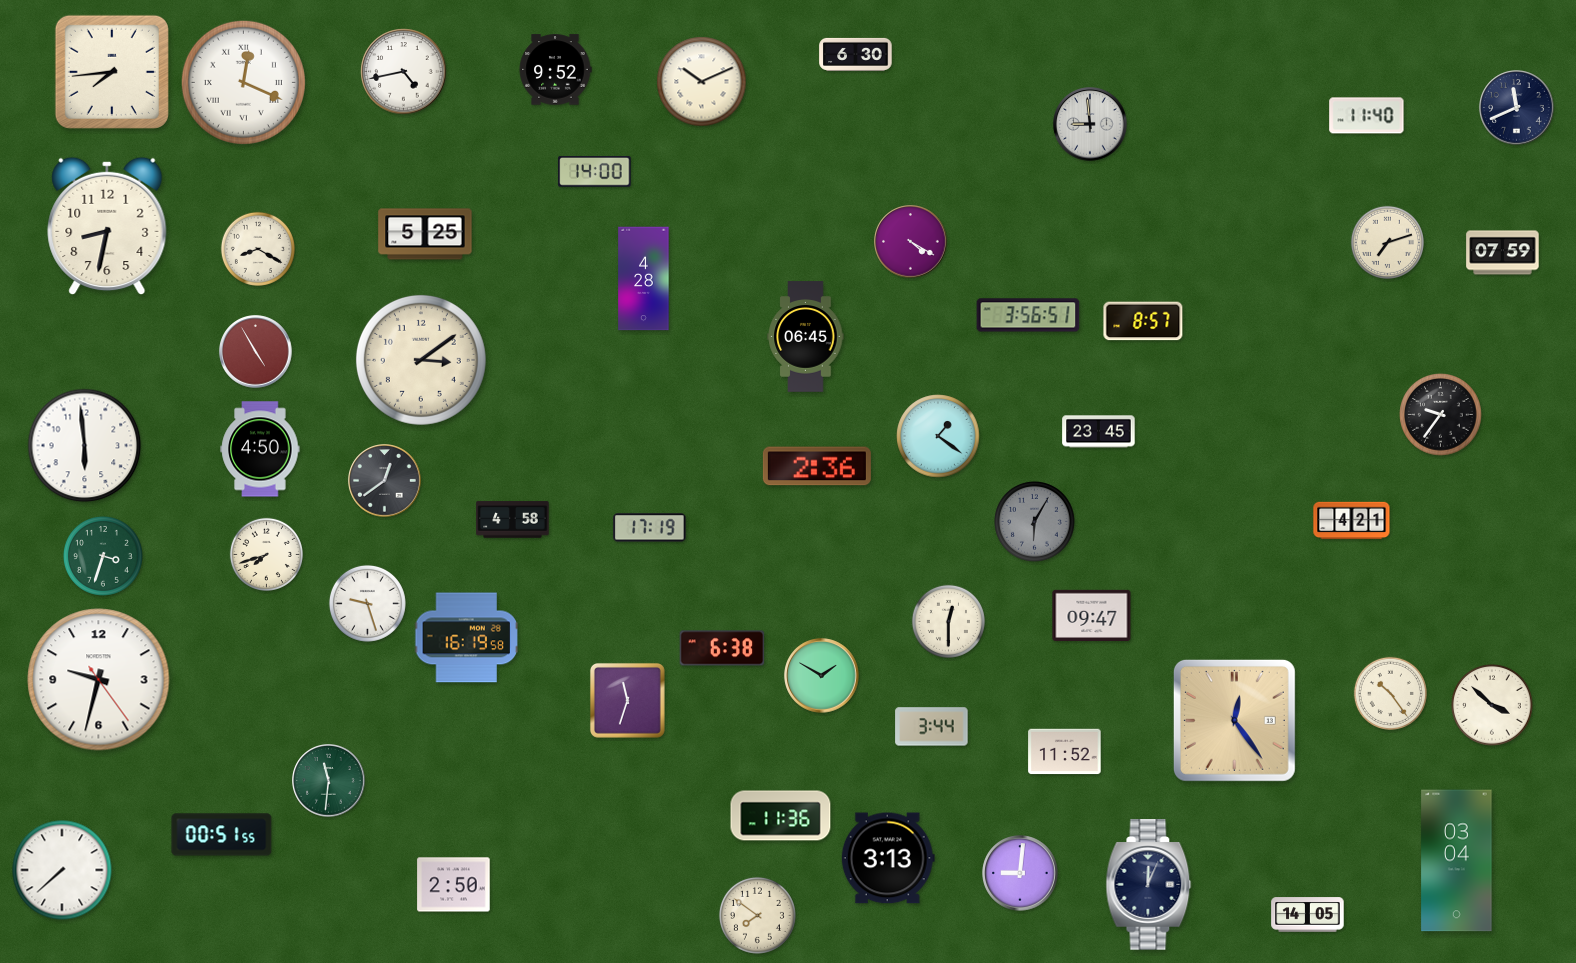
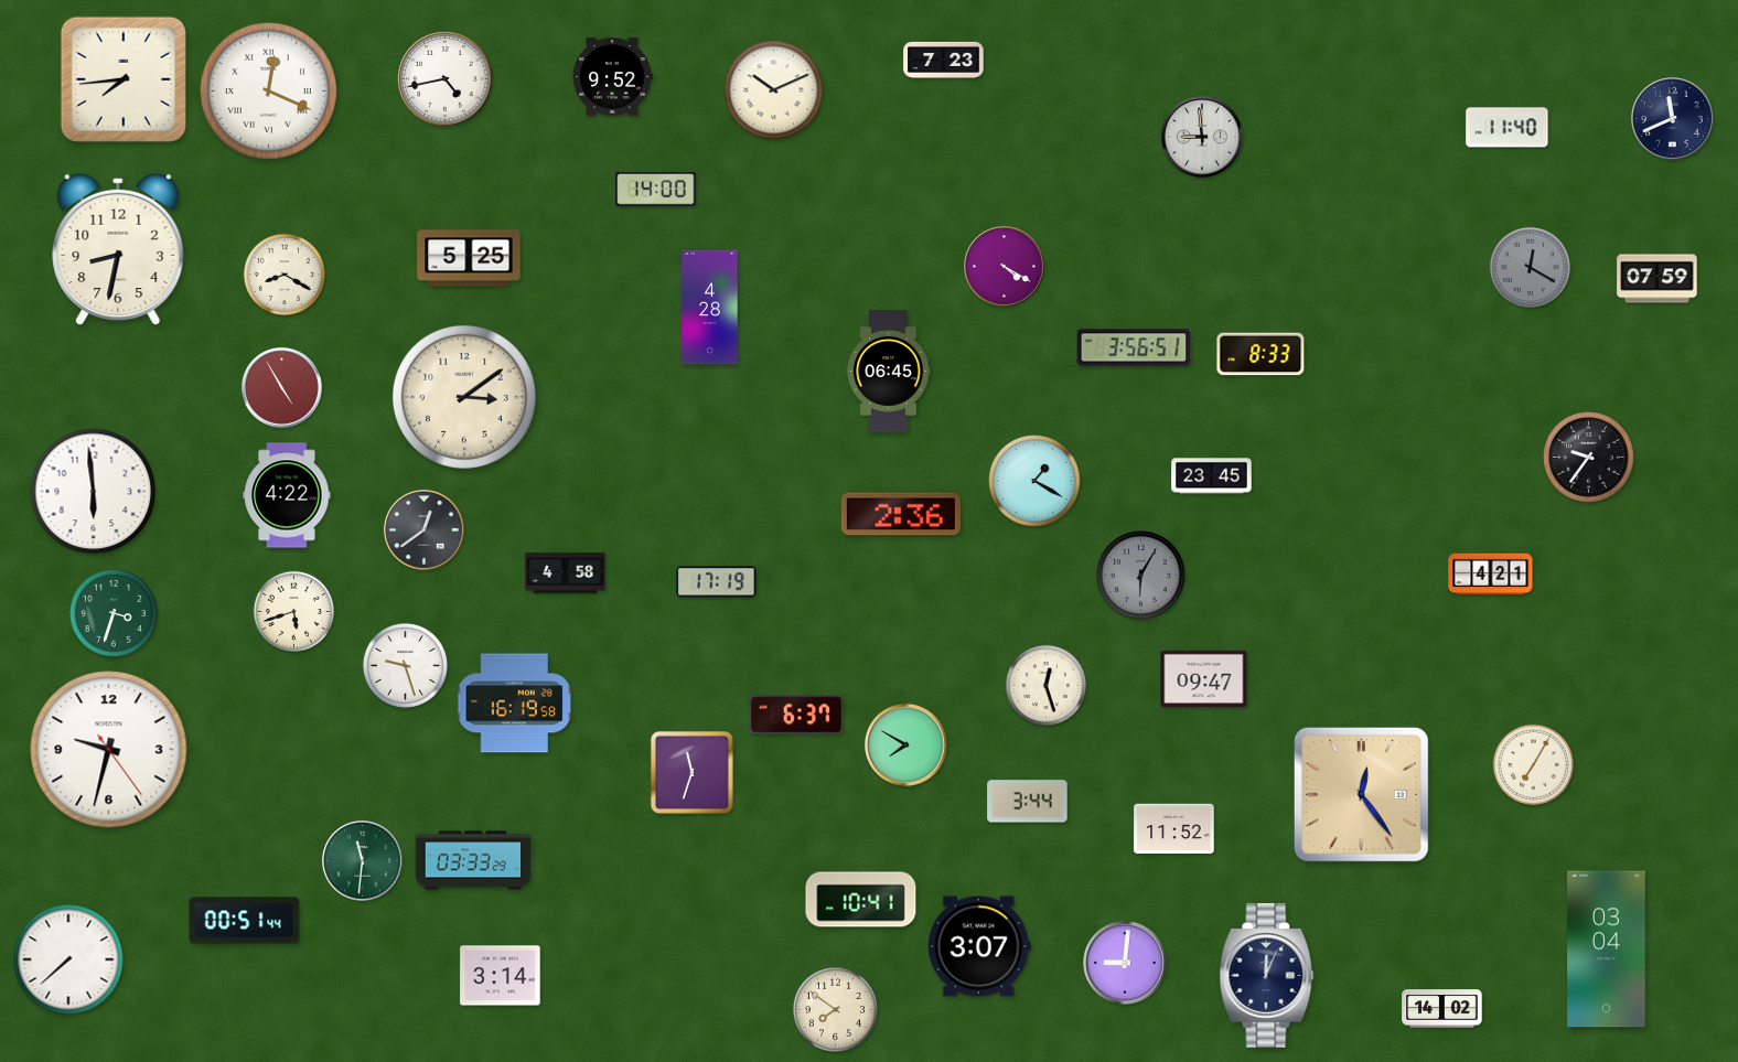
clock at (856, 54): 6:30 -> 7:23
clock at (1387, 242): 7:12 -> 12:20
clock at (1387, 242) dial: cream -> grey
clock at (1143, 321): 8:57 -> 8:33
clock at (938, 436): 1:21 -> 1:20
clock at (260, 449): 4:50 -> 4:22
clock at (266, 554): 7:42 -> 5:42
clock at (948, 621): 12:30 -> 12:27
clock at (722, 648): 6:38 -> 6:37
clock at (822, 676): 1:50 -> 7:50
clock at (1390, 693): 10:24 -> 7:05
clock at (1493, 706): 3:52 -> none
clock at (473, 860): none -> 03:33
clock at (781, 816): 11:36 -> 10:41
clock at (222, 835): 00:51:55 -> 00:51:44
clock at (888, 858): 3:13 -> 3:07
clock at (454, 885): 2:50 -> 3:14
clock at (1308, 915): 14:05 -> 14:02
